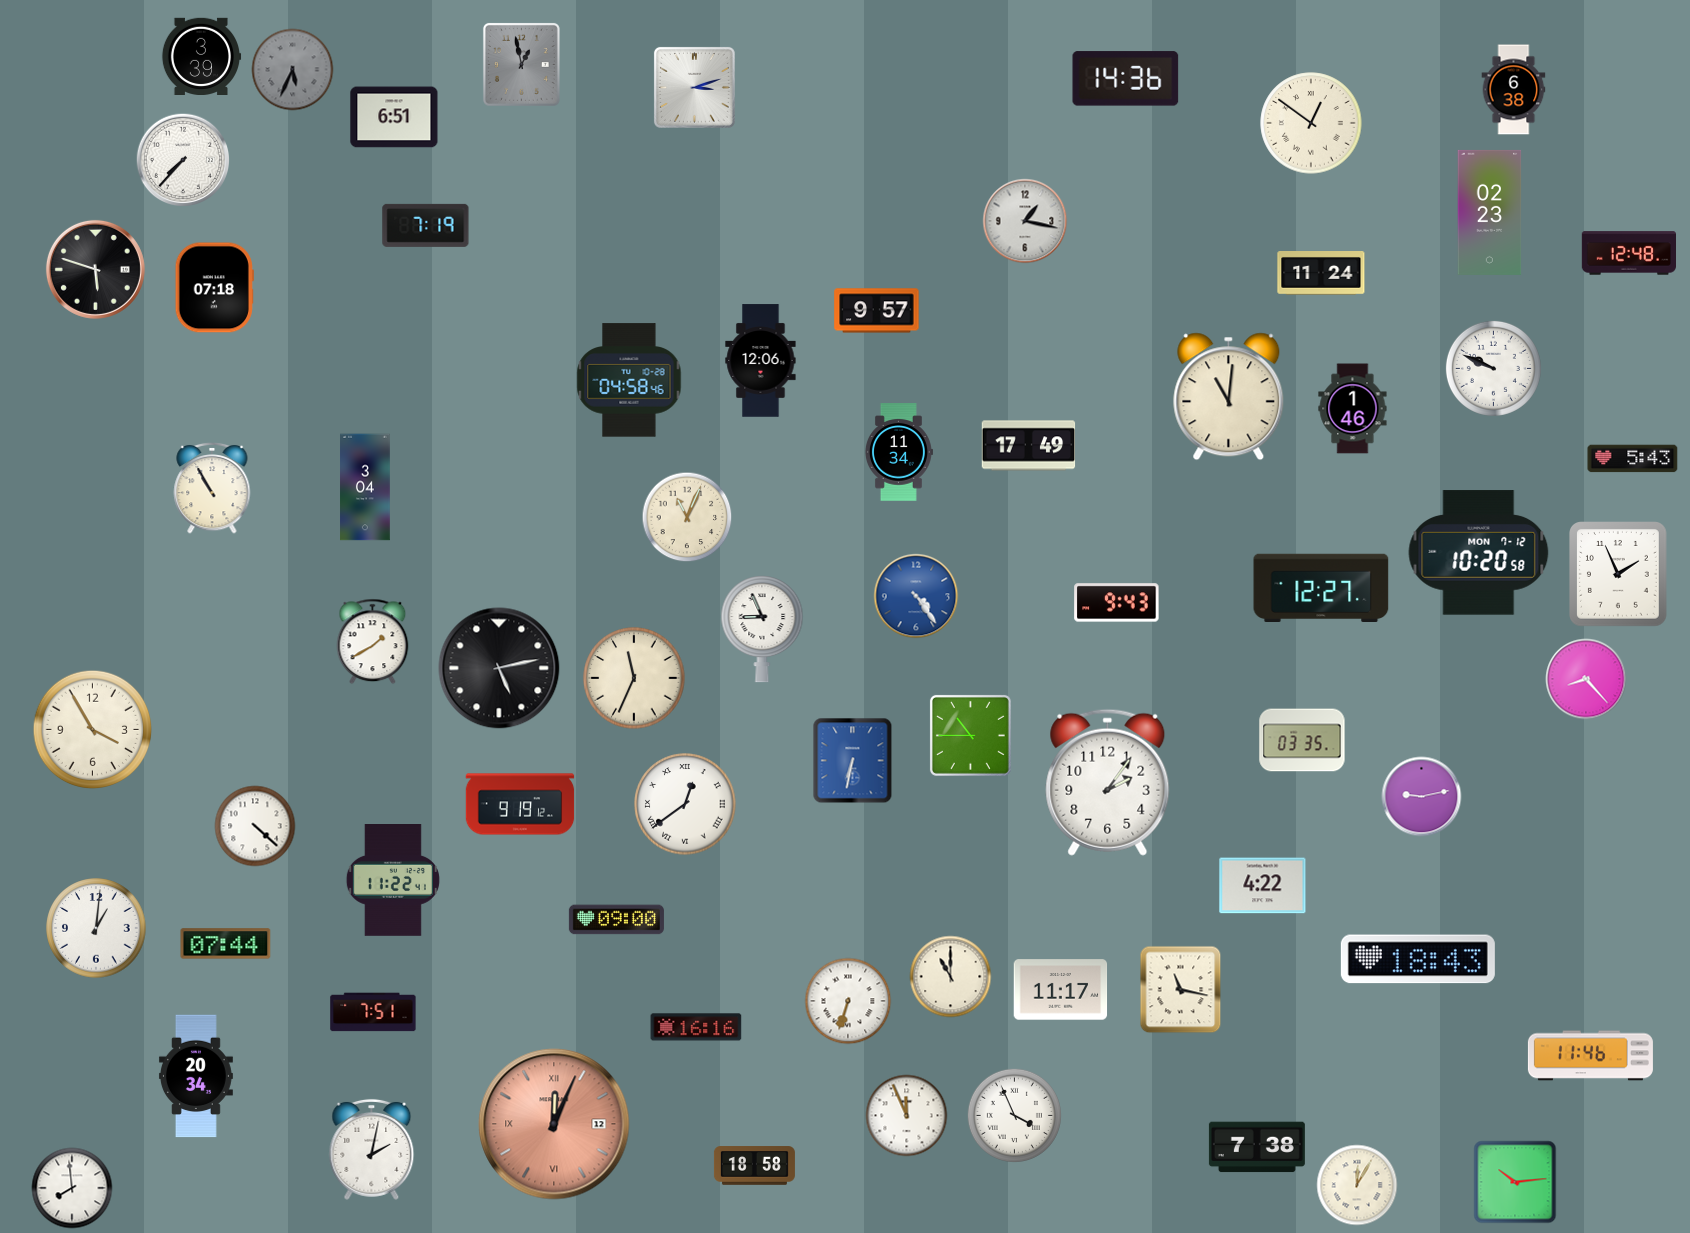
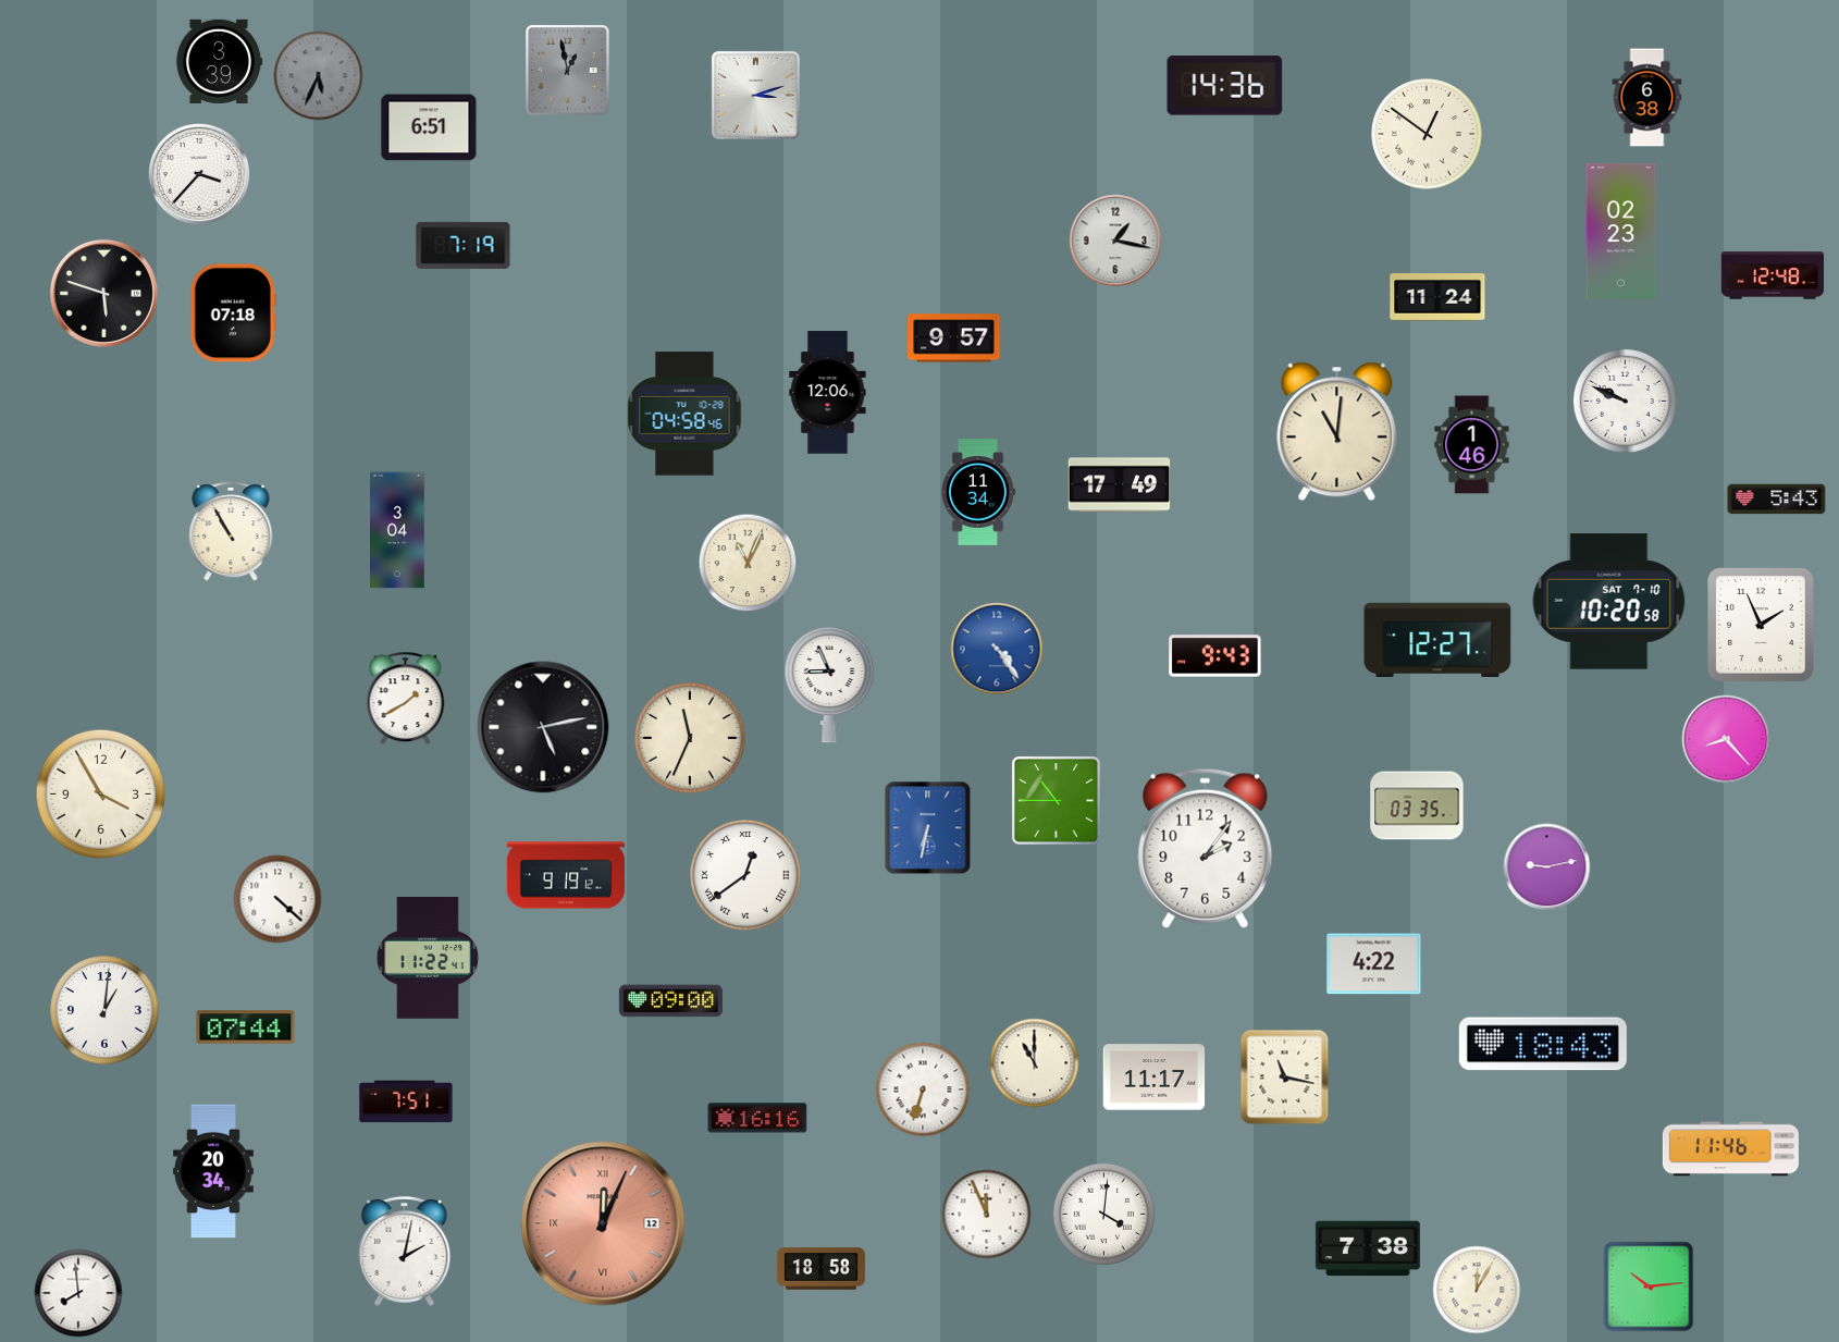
clock at (183, 160): 7:37 -> 3:37
clock at (1479, 553) date: MON 7-12 -> SAT 7-10
clock at (1108, 782) position: (1108, 782) -> (1206, 848)
clock at (1014, 1115): 3:56 -> 4:01
